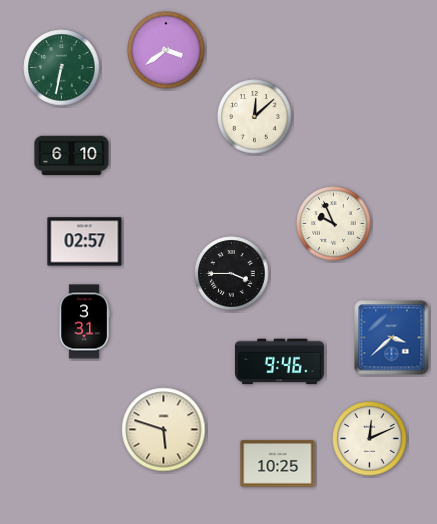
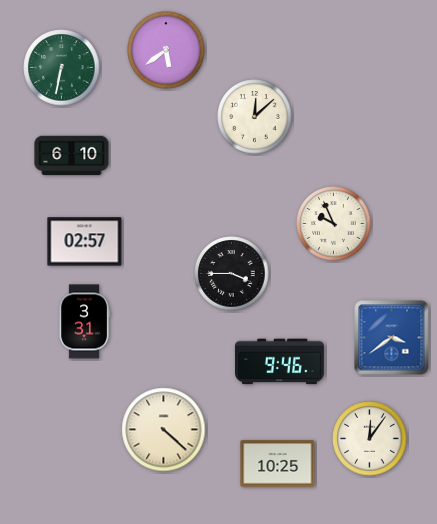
clock at (166, 50): 3:39 -> 5:39
clock at (392, 338): 3:38 -> 3:39
clock at (164, 430): 5:48 -> 4:22
clock at (370, 439): 12:11 -> 12:06
